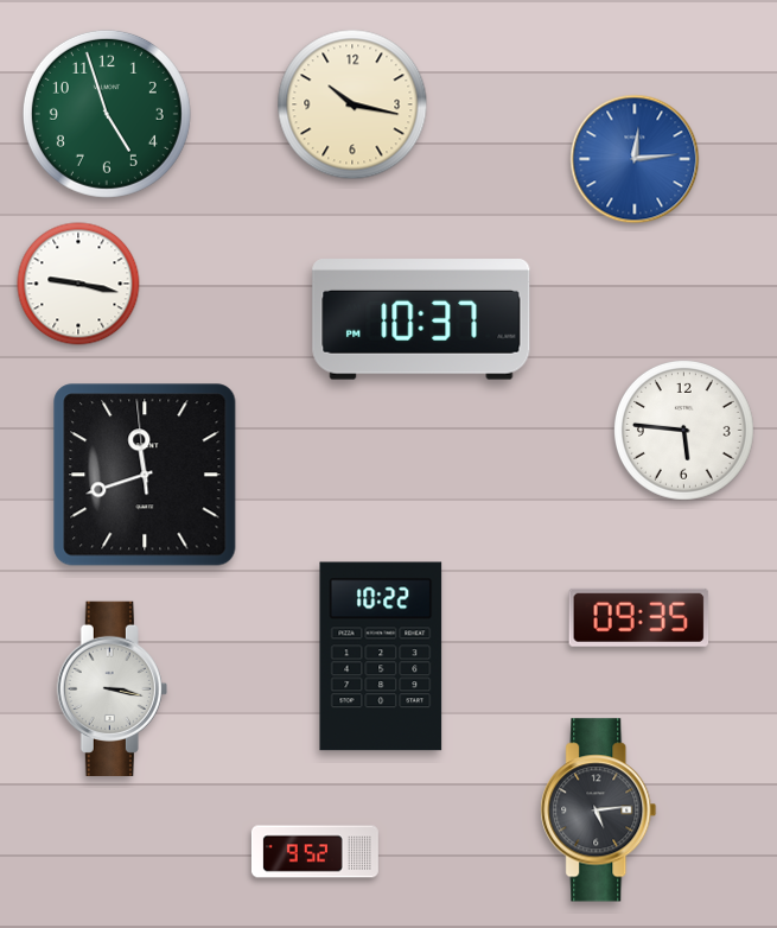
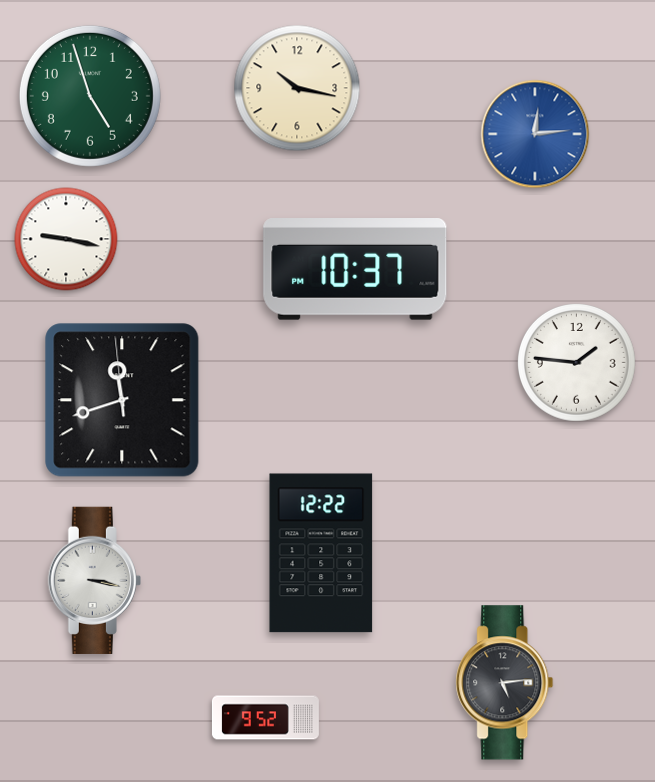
clock at (684, 431): 5:46 -> 1:46
clock at (639, 617): 09:35 -> none
clock at (381, 656): 10:22 -> 12:22
